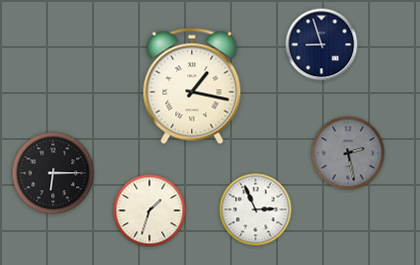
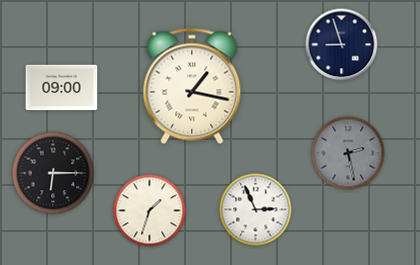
clock at (322, 45) position: (322, 45) -> (342, 45)
clock at (62, 88): none -> 09:00
